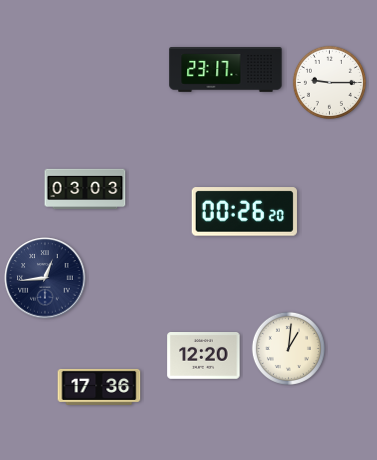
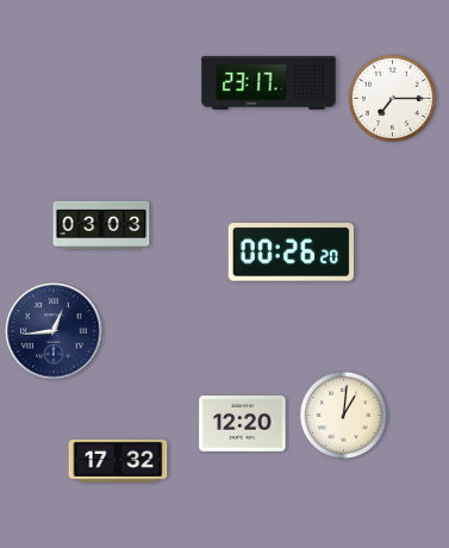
clock at (329, 82): 9:15 -> 7:15
clock at (99, 387): 17:36 -> 17:32
